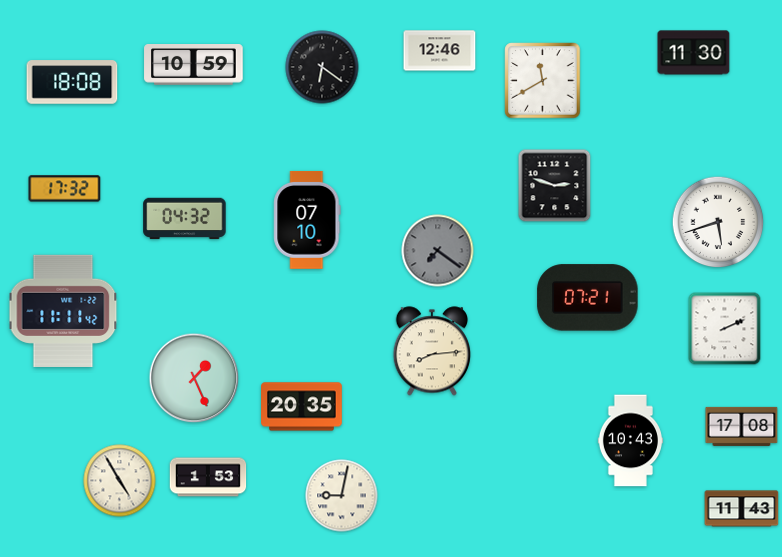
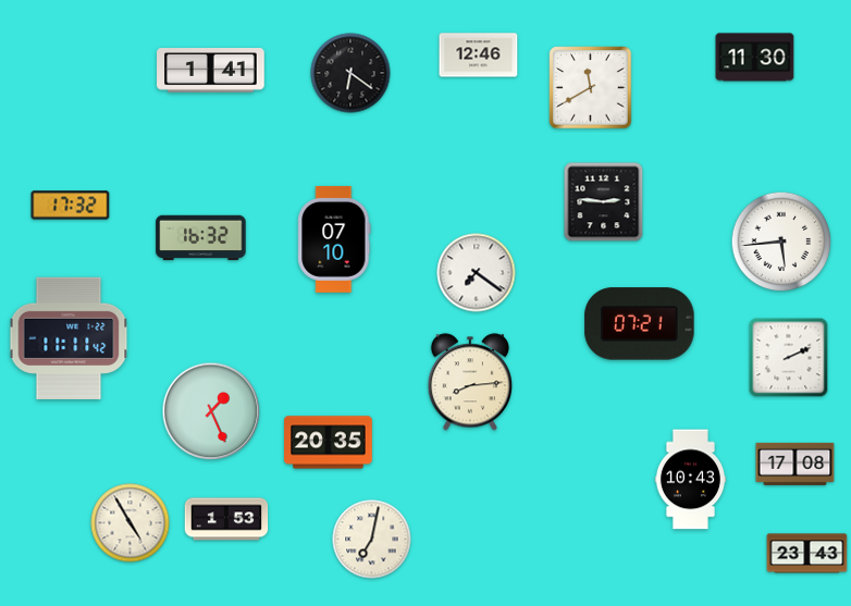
clock at (194, 65): 10:59 -> 1:41
clock at (72, 82): 18:08 -> none
clock at (555, 186): 2:48 -> 2:46
clock at (185, 219): 04:32 -> 16:32
clock at (718, 222): 5:42 -> 5:44
clock at (438, 251) dial: grey -> white
clock at (742, 426) position: (742, 426) -> (795, 463)
clock at (630, 441) position: (630, 441) -> (690, 480)
clock at (342, 496): 9:02 -> 7:02
clock at (742, 509): 11:43 -> 23:43
